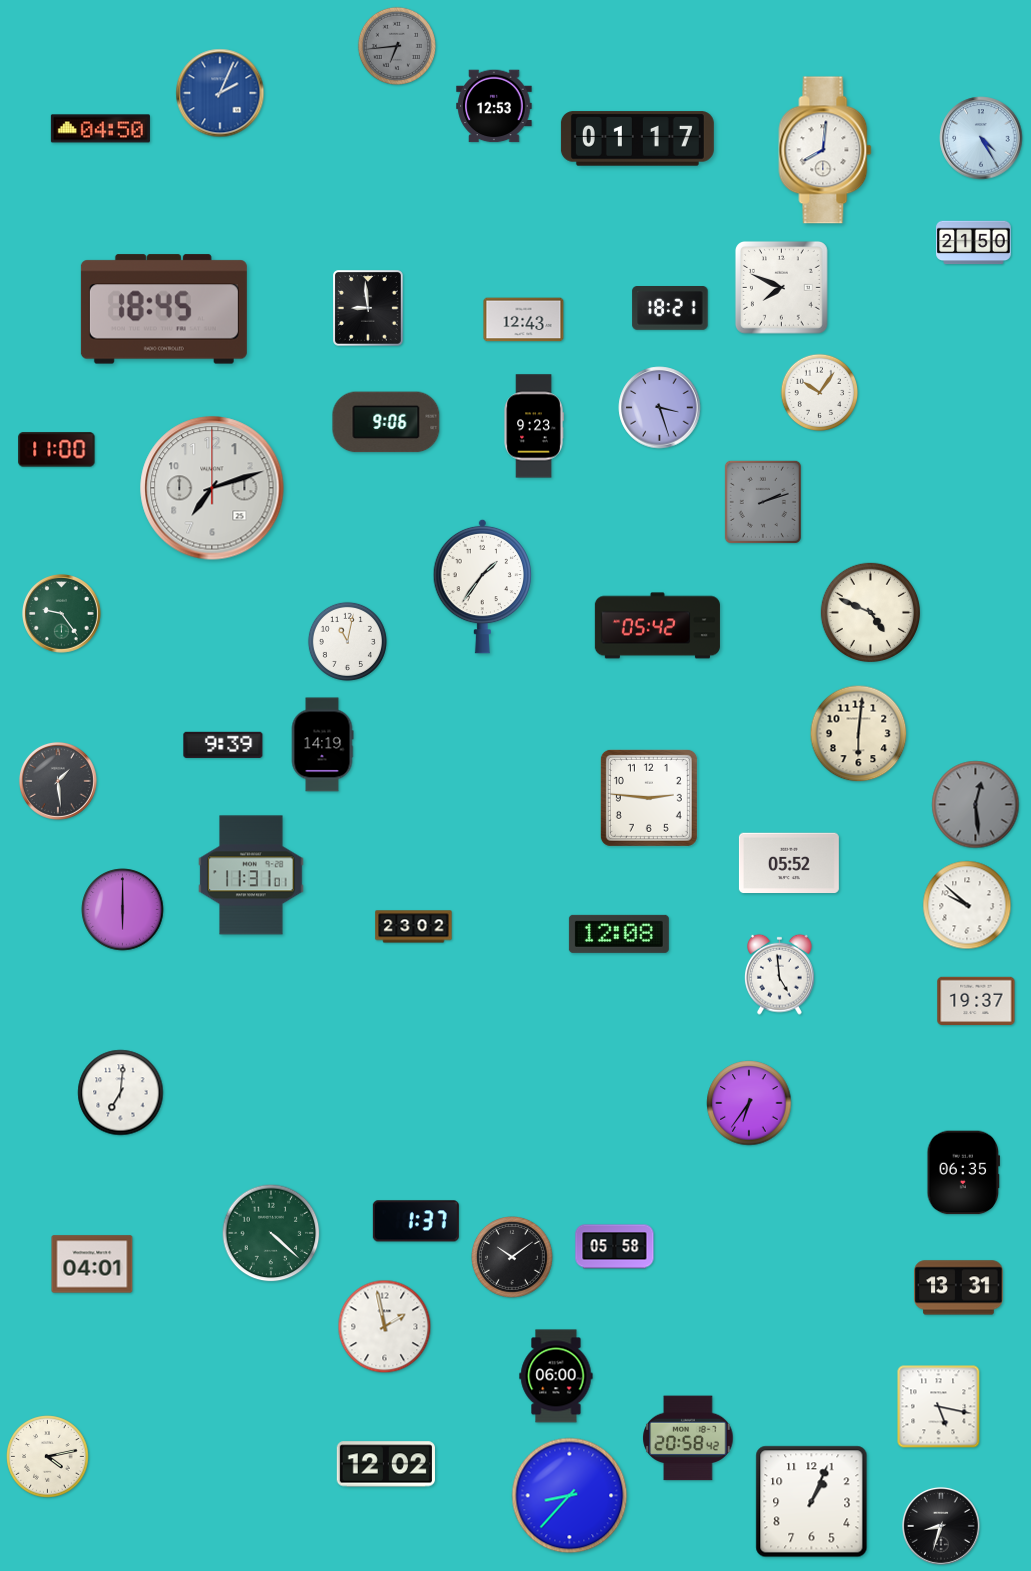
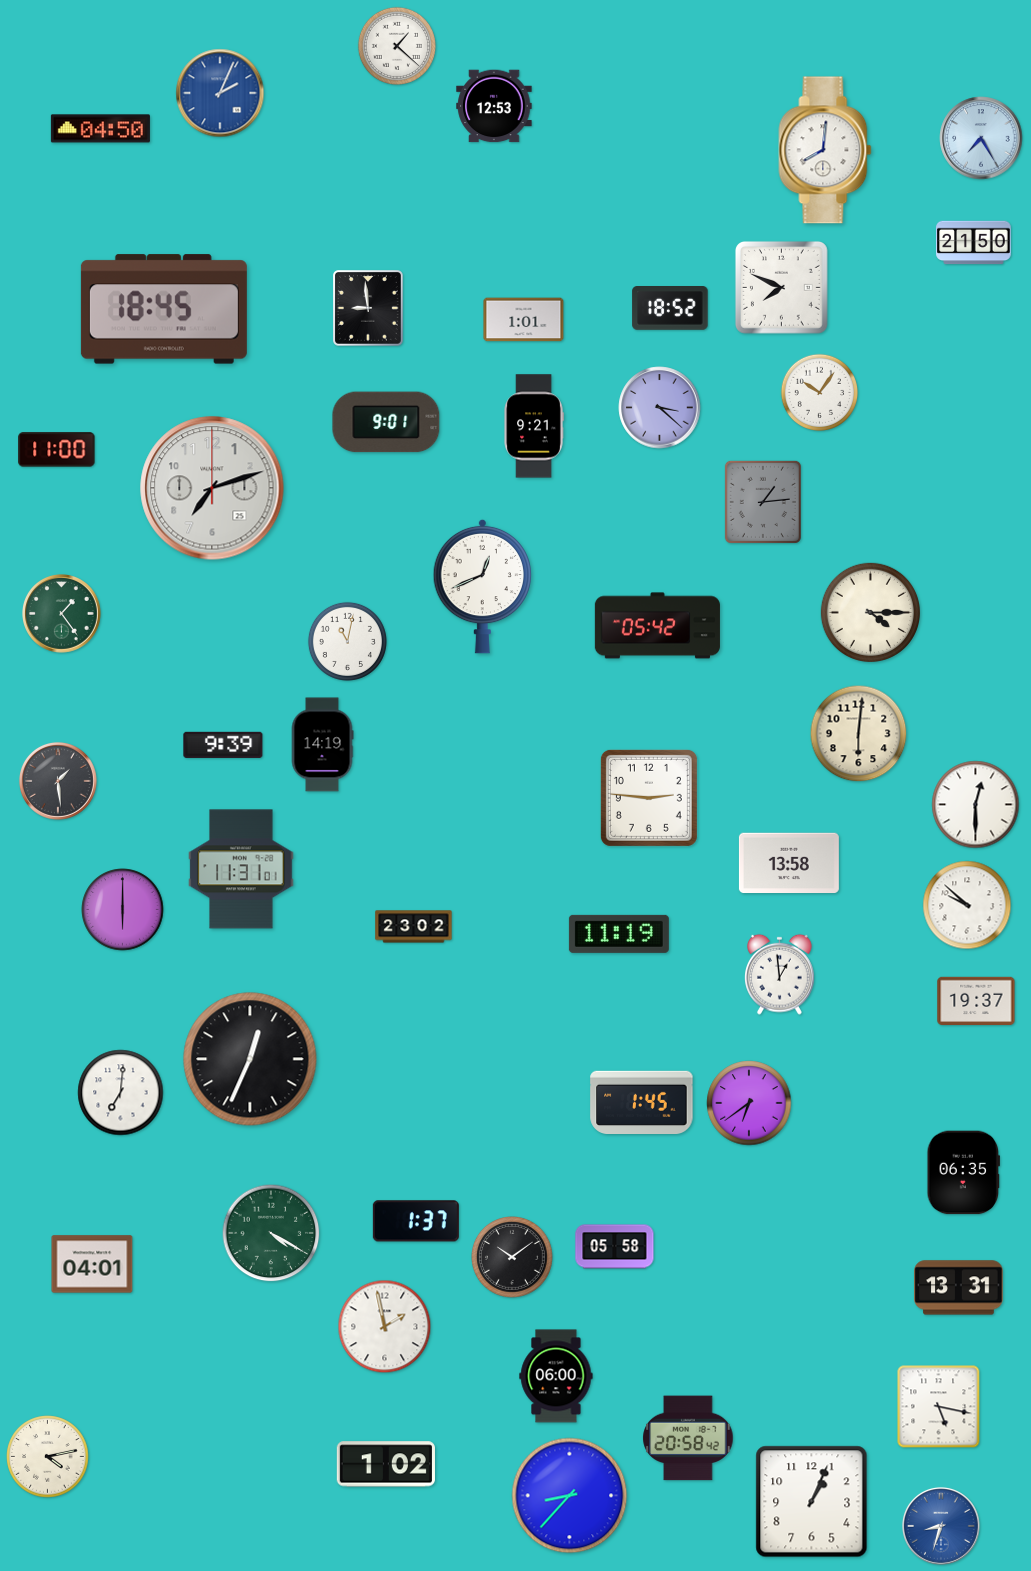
clock at (397, 46): 6:44 -> 1:22
clock at (397, 46) dial: grey -> white
clock at (981, 138): 4:25 -> 7:25
clock at (637, 139): 01:17 -> none
clock at (670, 309): 18:21 -> 18:52
clock at (524, 320): 12:43 -> 1:01
clock at (660, 408): 3:27 -> 3:22
clock at (386, 422): 9:06 -> 9:01
clock at (534, 426): 9:23 -> 9:21
clock at (763, 502): 2:12 -> 1:14
clock at (482, 586): 1:36 -> 12:41
clock at (870, 612): 4:49 -> 4:15
clock at (62, 614): 9:24 -> 1:24
clock at (976, 805): 12:29 -> 12:30
clock at (976, 805) dial: grey -> white
clock at (789, 863): 05:52 -> 13:58
clock at (251, 875) position: (251, 875) -> (241, 869)
clock at (619, 934): 12:08 -> 11:19
clock at (780, 974): 4:59 -> 12:59
clock at (250, 1059): none -> 12:34
clock at (642, 1103): none -> 1:45
clock at (749, 1103): 6:36 -> 6:39
clock at (271, 1233): 4:22 -> 4:20
clock at (386, 1464): 12:02 -> 1:02
clock at (941, 1526) dial: black -> blue
